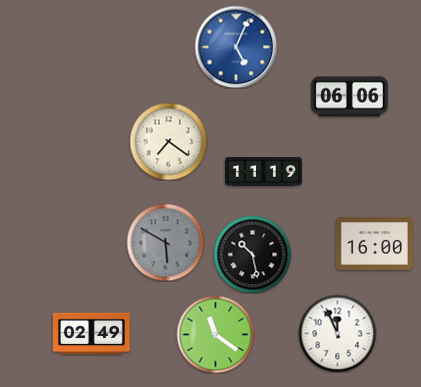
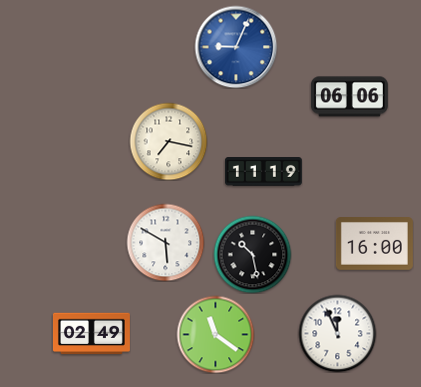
clock at (236, 47): 5:04 -> 9:04
clock at (168, 141): 7:21 -> 7:17
clock at (165, 242) dial: grey -> white
